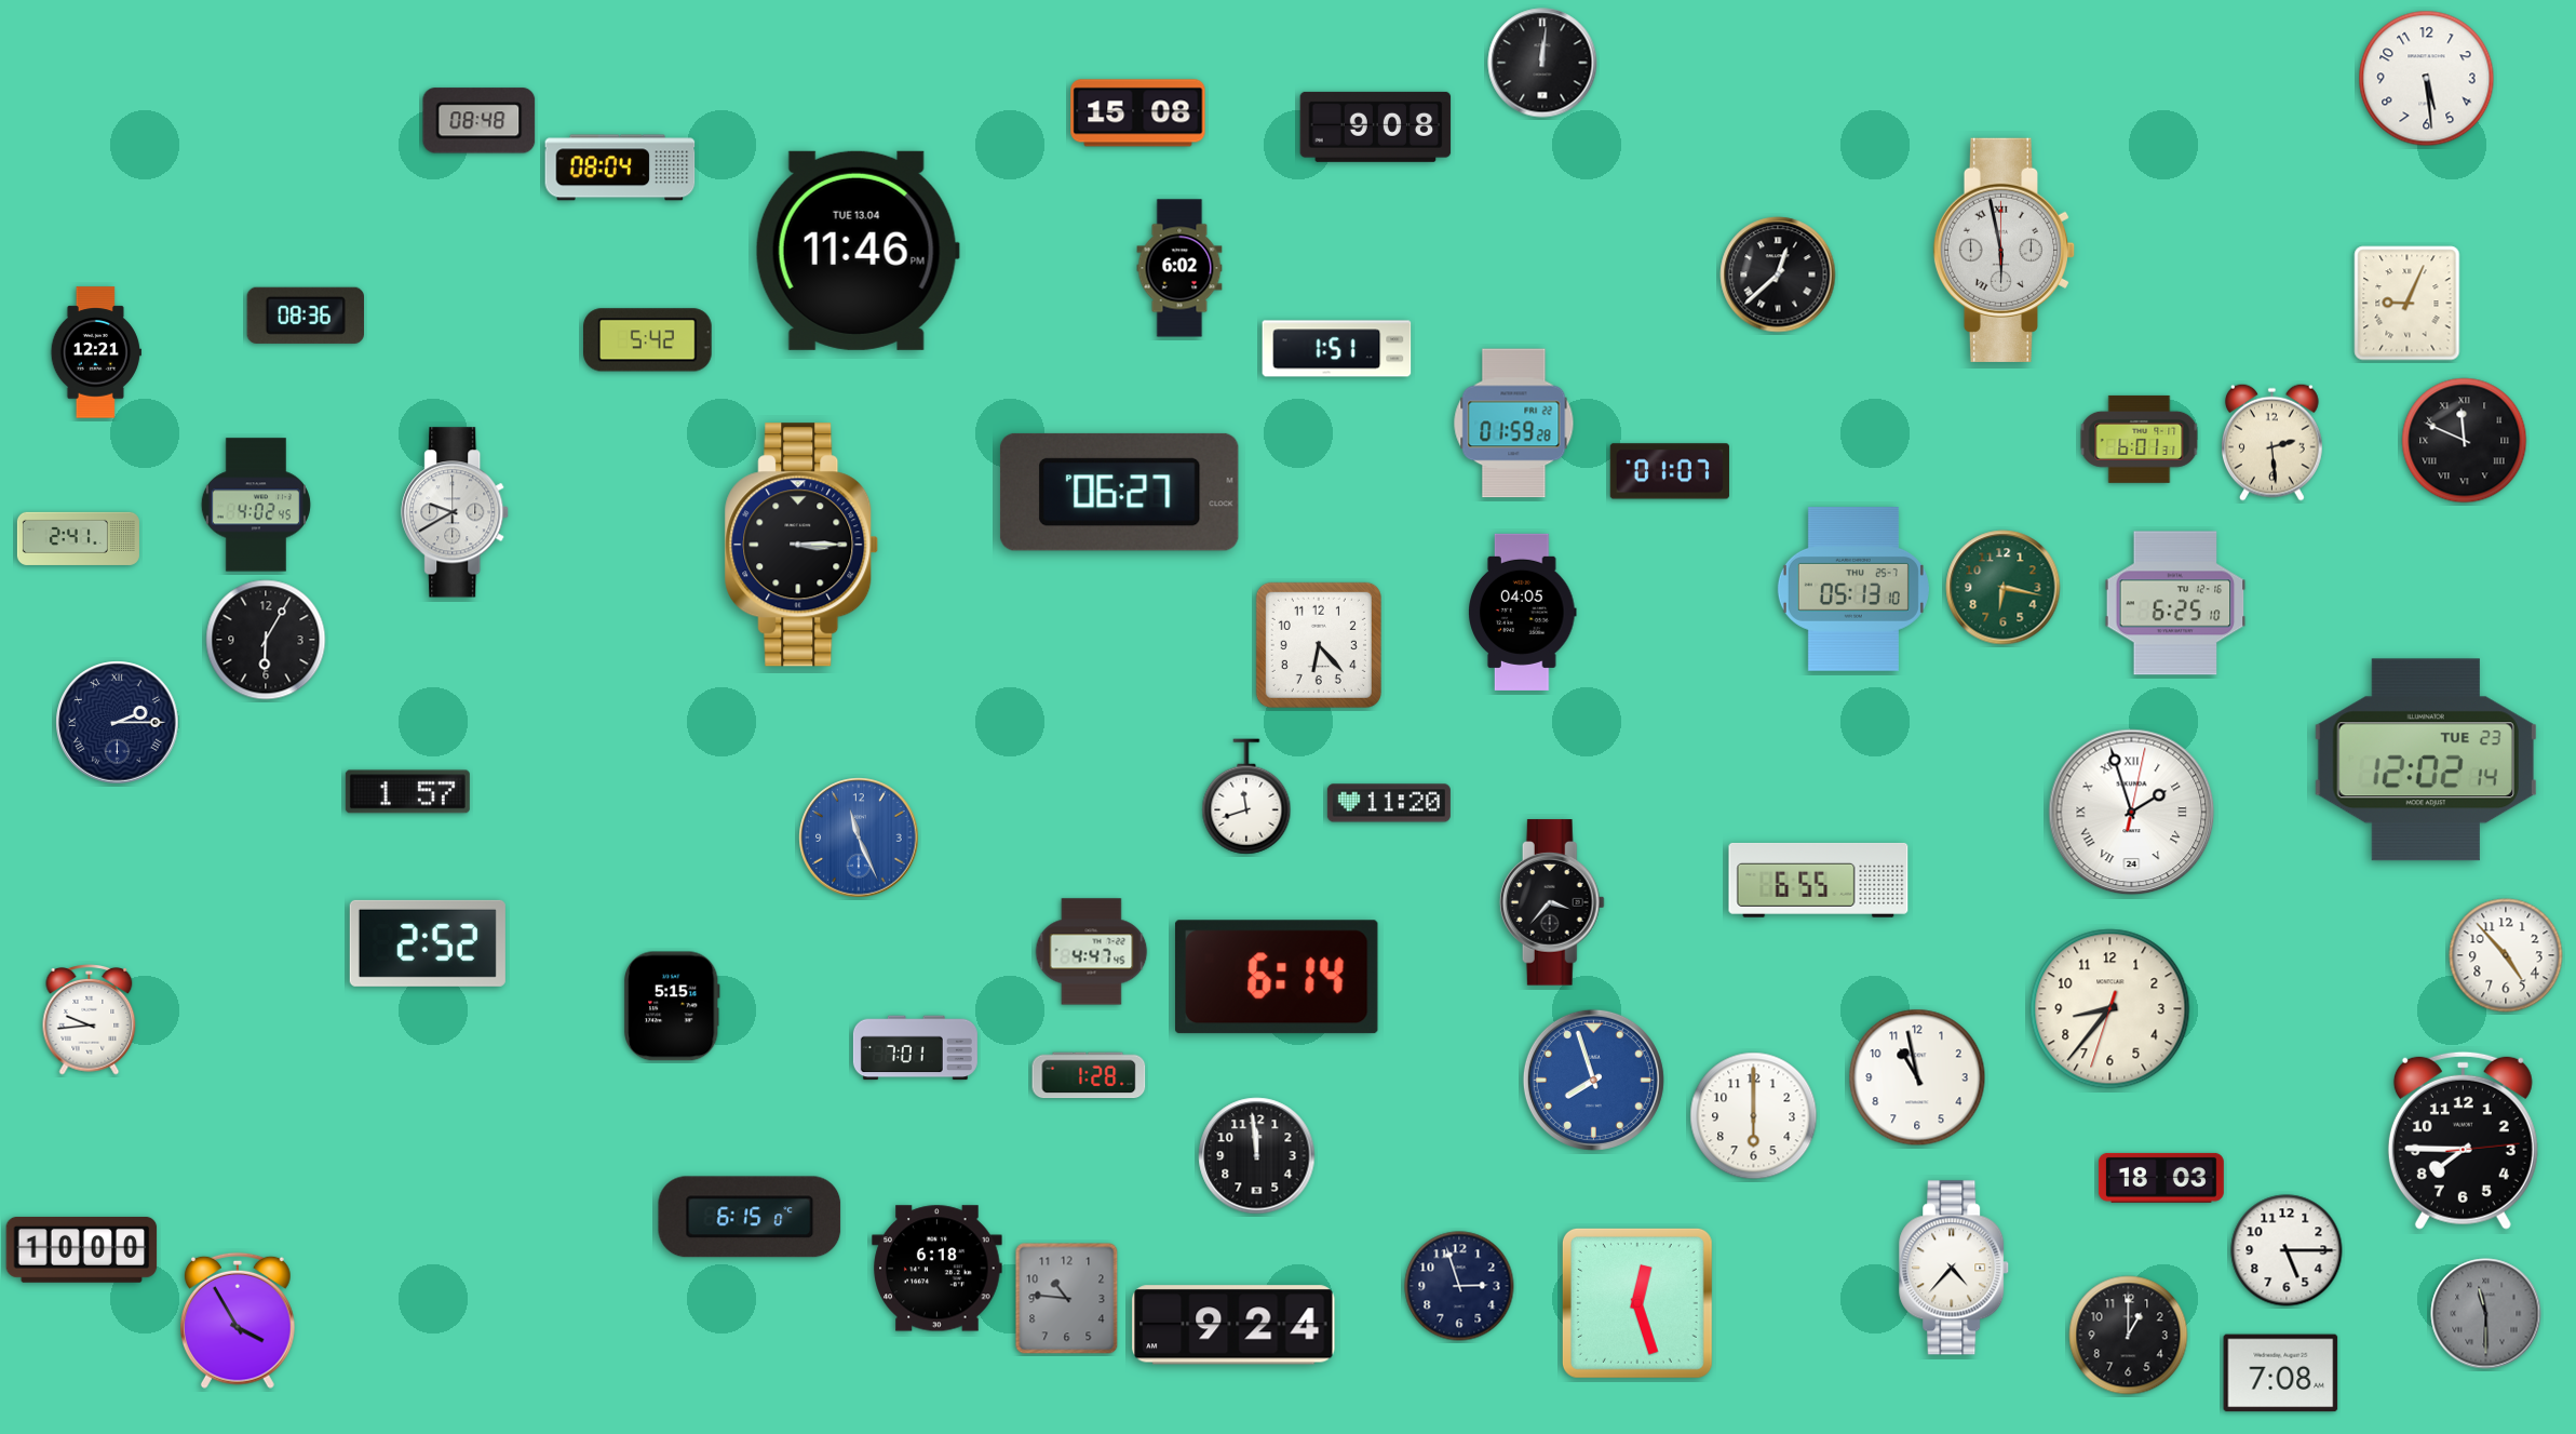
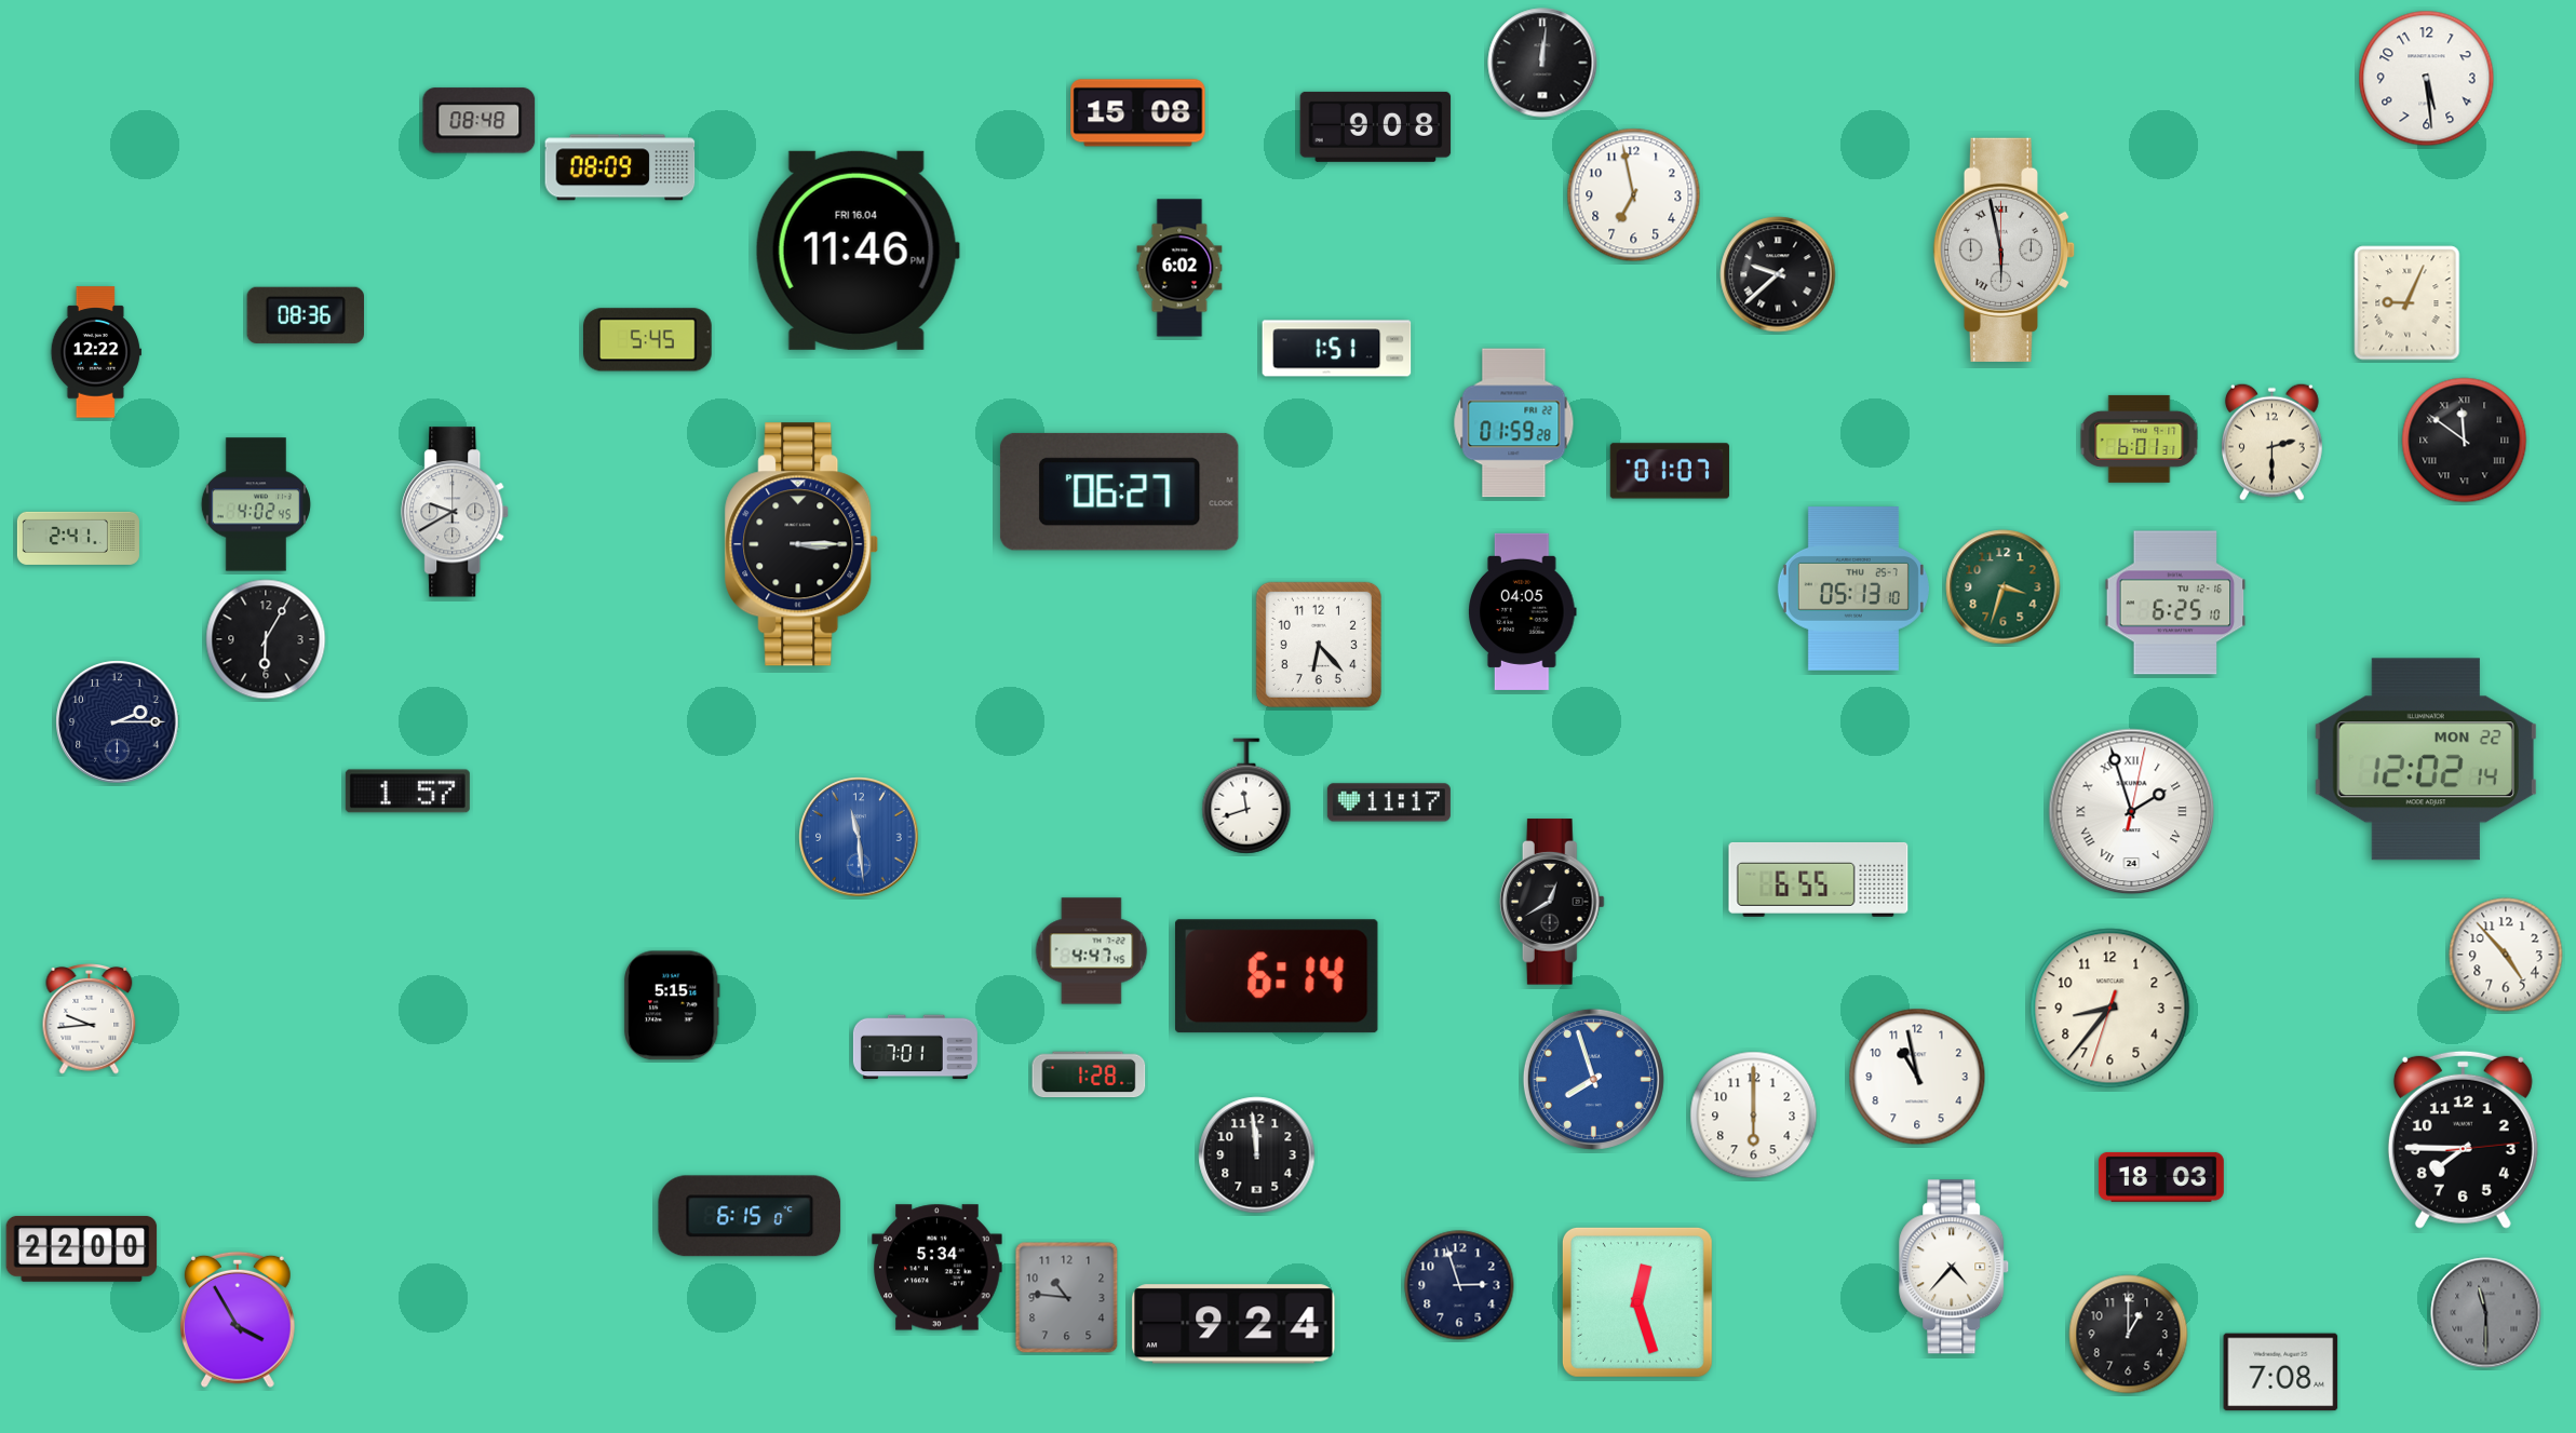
clock at (620, 167): 08:04 -> 08:09
clock at (1634, 195): none -> 6:58
clock at (858, 251) date: TUE 13.04 -> FRI 16.04
clock at (1778, 274): 12:38 -> 9:38
clock at (648, 340): 5:42 -> 5:45
clock at (95, 352): 12:21 -> 12:22
clock at (2465, 441): 11:49 -> 11:51
clock at (2272, 442): 2:29 -> 2:30
clock at (2004, 588): 6:17 -> 3:33
clock at (118, 723) numerals: Roman -> Arabic
clock at (2426, 760) date: TUE 23 -> MON 22
clock at (1389, 803): 11:20 -> 11:17
clock at (859, 837): 11:26 -> 11:29
clock at (1552, 902): 3:37 -> 12:40
clock at (428, 943): 2:52 -> none
clock at (82, 1249): 10:00 -> 22:00
clock at (2287, 1250): 5:15 -> none
clock at (938, 1269): 6:18 -> 5:34
